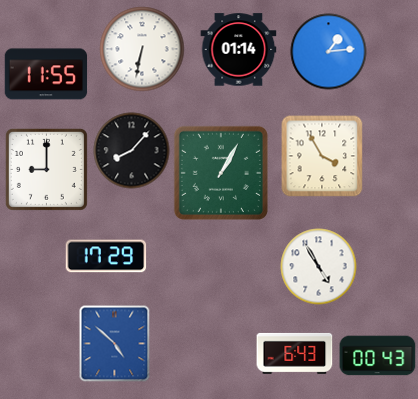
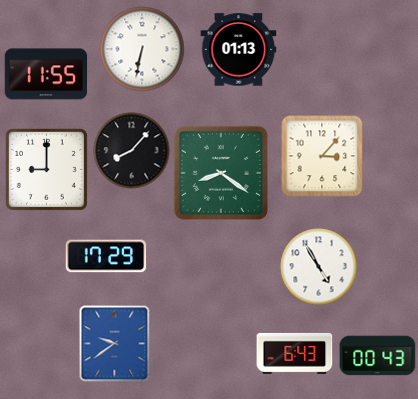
clock at (239, 50): 01:14 -> 01:13
clock at (329, 52): 1:14 -> none
clock at (322, 156): 3:55 -> 3:07
clock at (221, 173): 1:05 -> 8:21
clock at (115, 344): 4:52 -> 9:39
